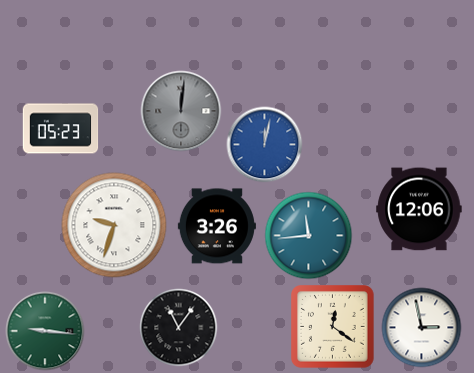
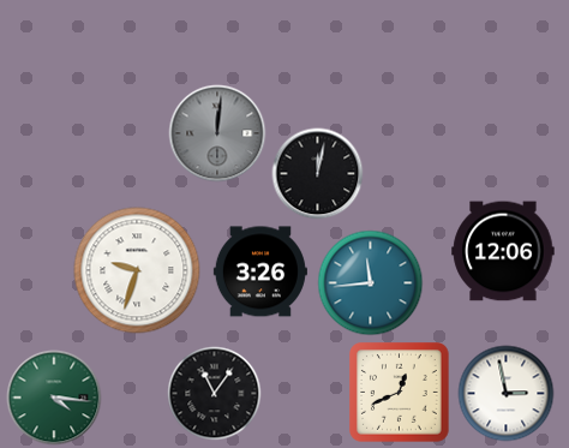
clock at (61, 129): 05:23 -> none
clock at (265, 145) dial: blue -> black
clock at (333, 327): 12:21 -> 12:41
clock at (45, 331): 9:16 -> 4:16
